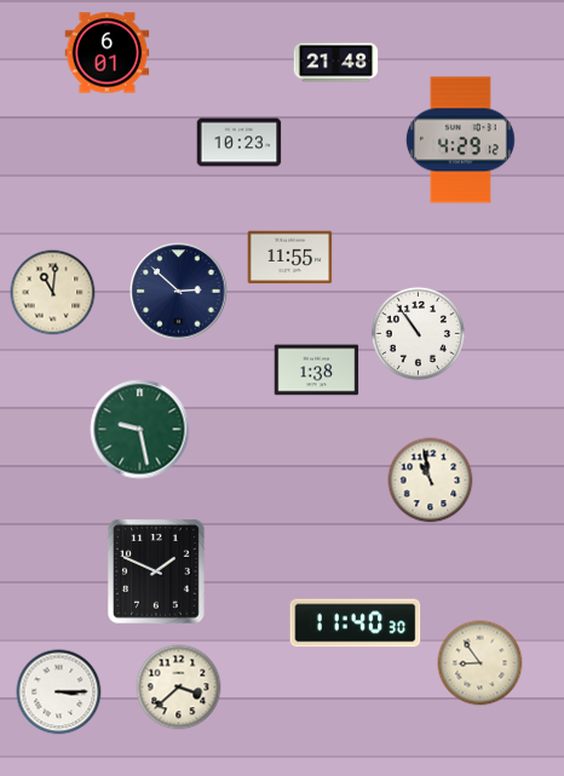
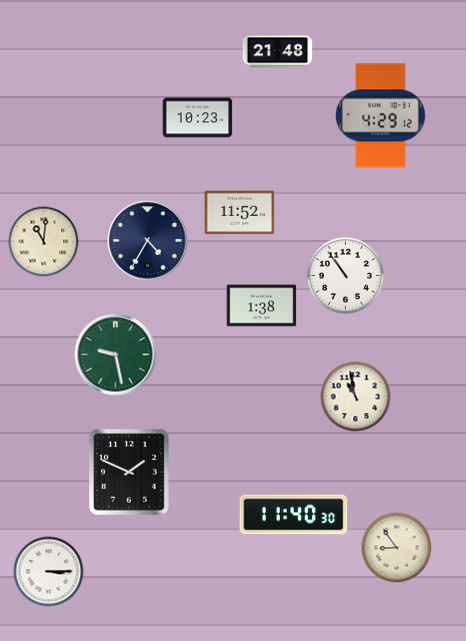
clock at (108, 53): 6:01 -> none
clock at (290, 258): 11:55 -> 11:52
clock at (179, 292): 2:52 -> 4:35
clock at (179, 688): 3:38 -> none
